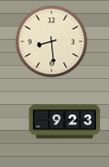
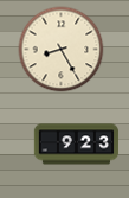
clock at (52, 42): 8:29 -> 8:25
